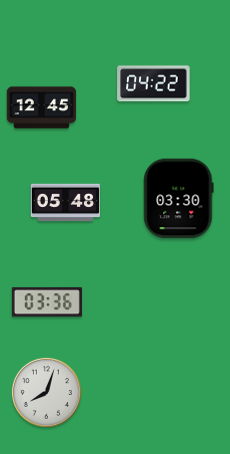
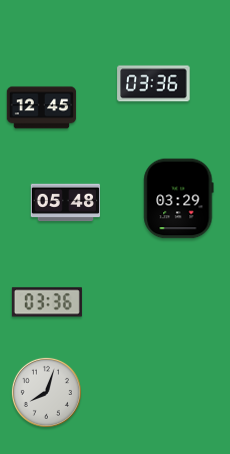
clock at (154, 84): 04:22 -> 03:36
clock at (179, 199): 03:30 -> 03:29
